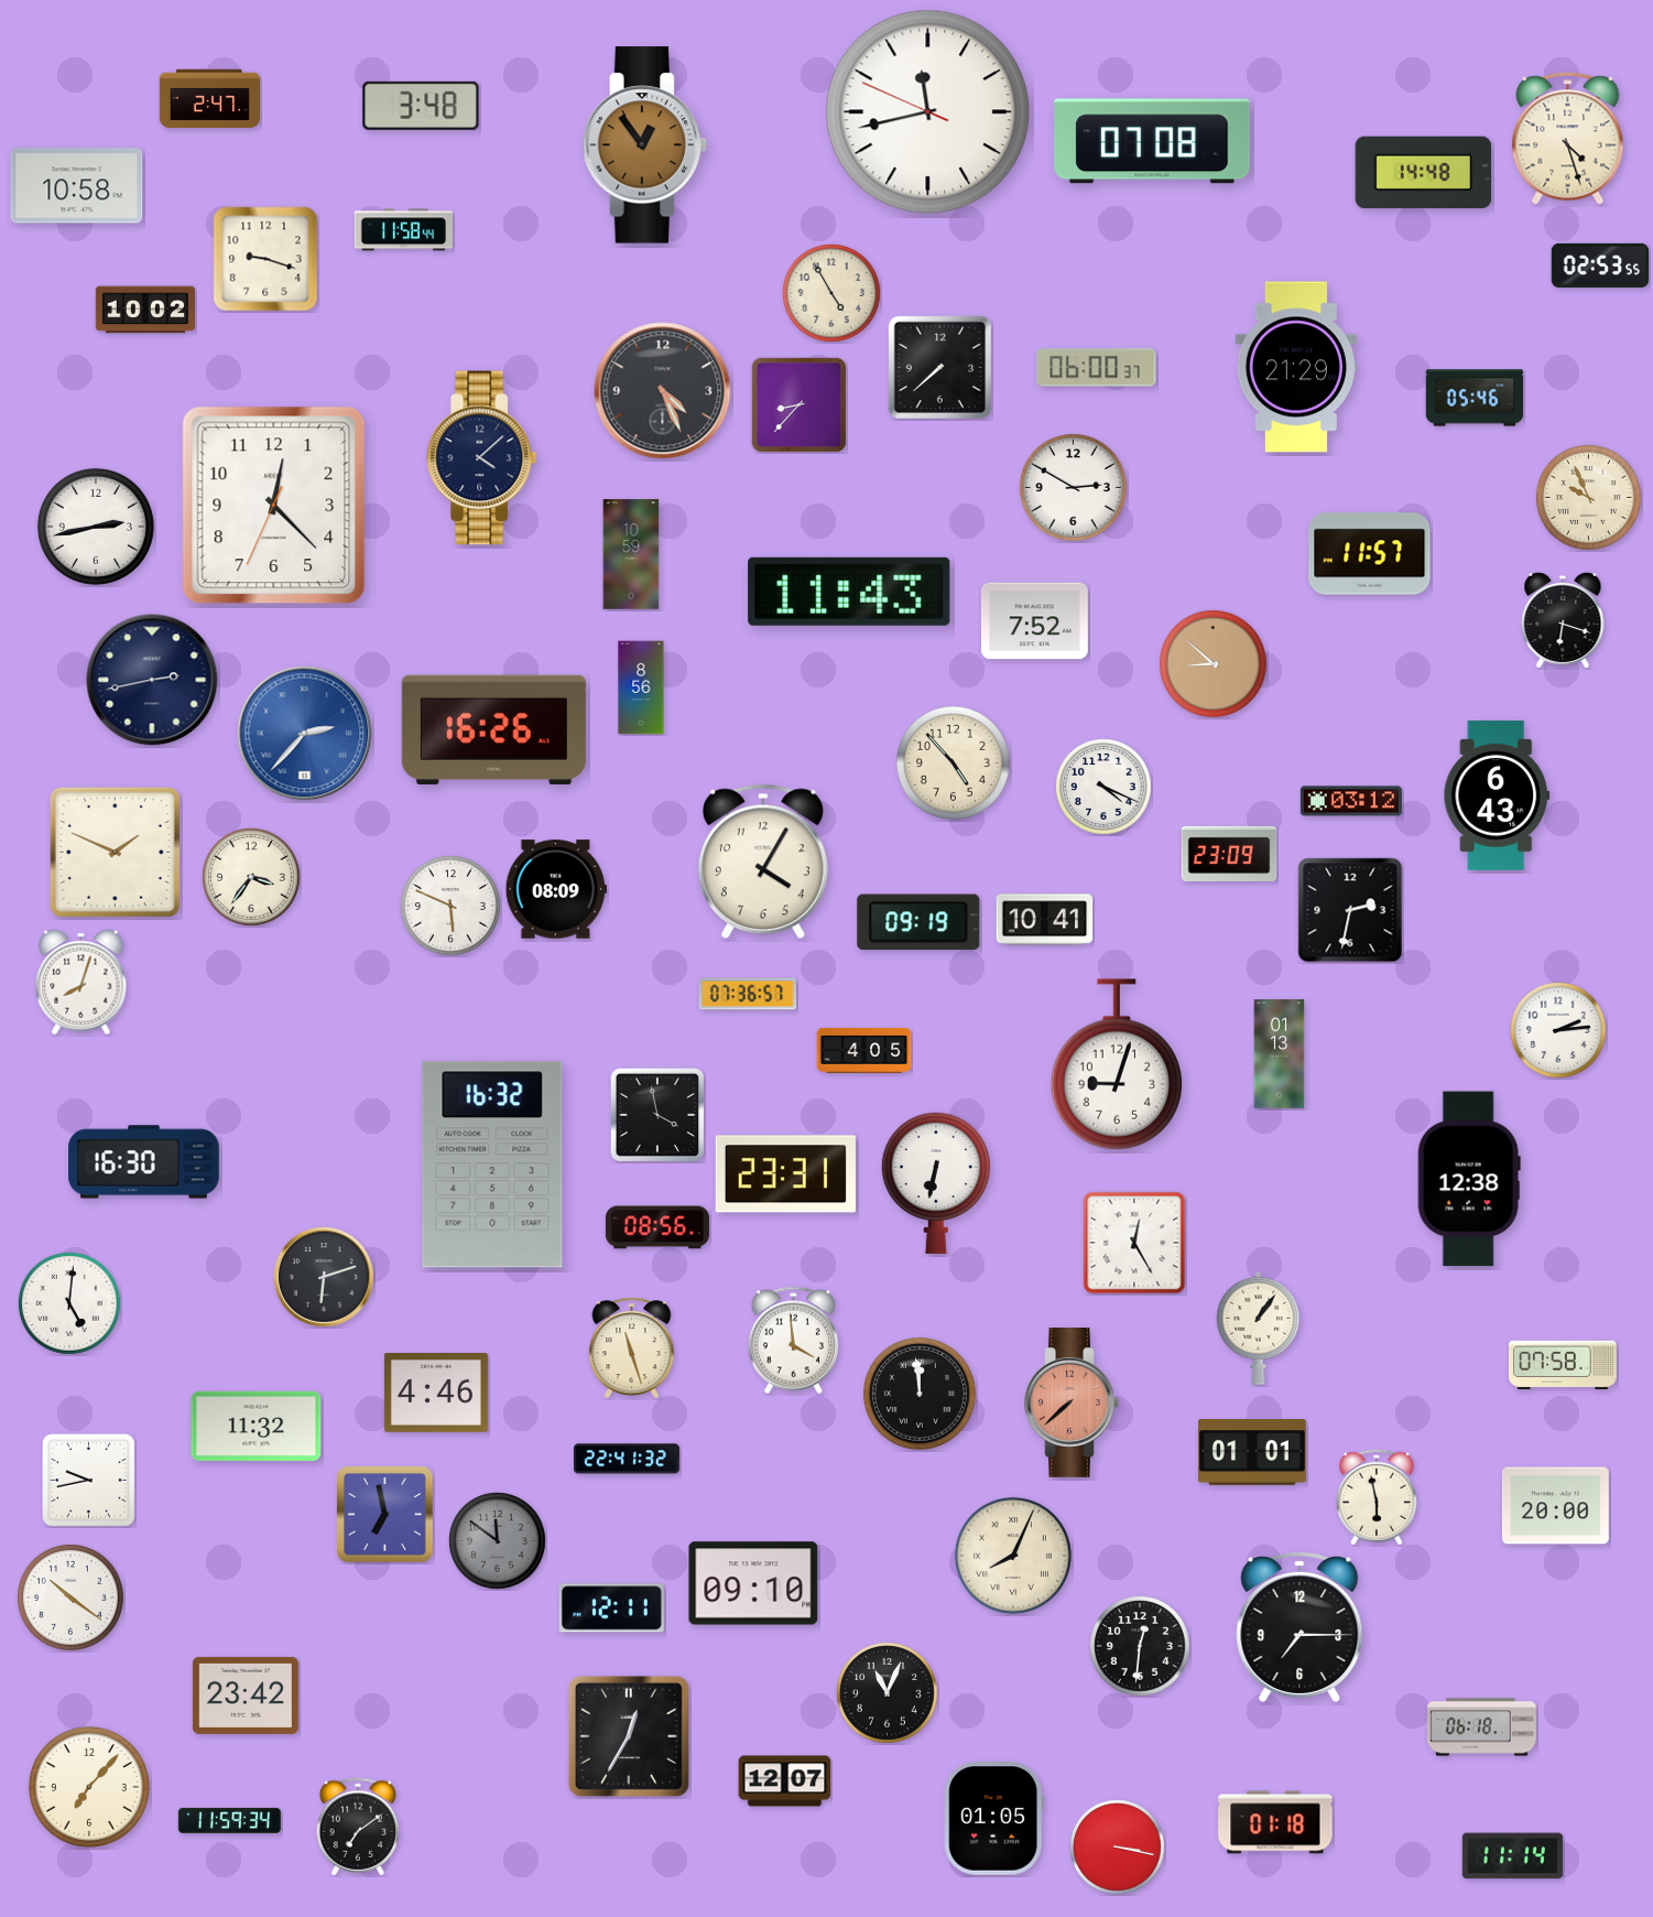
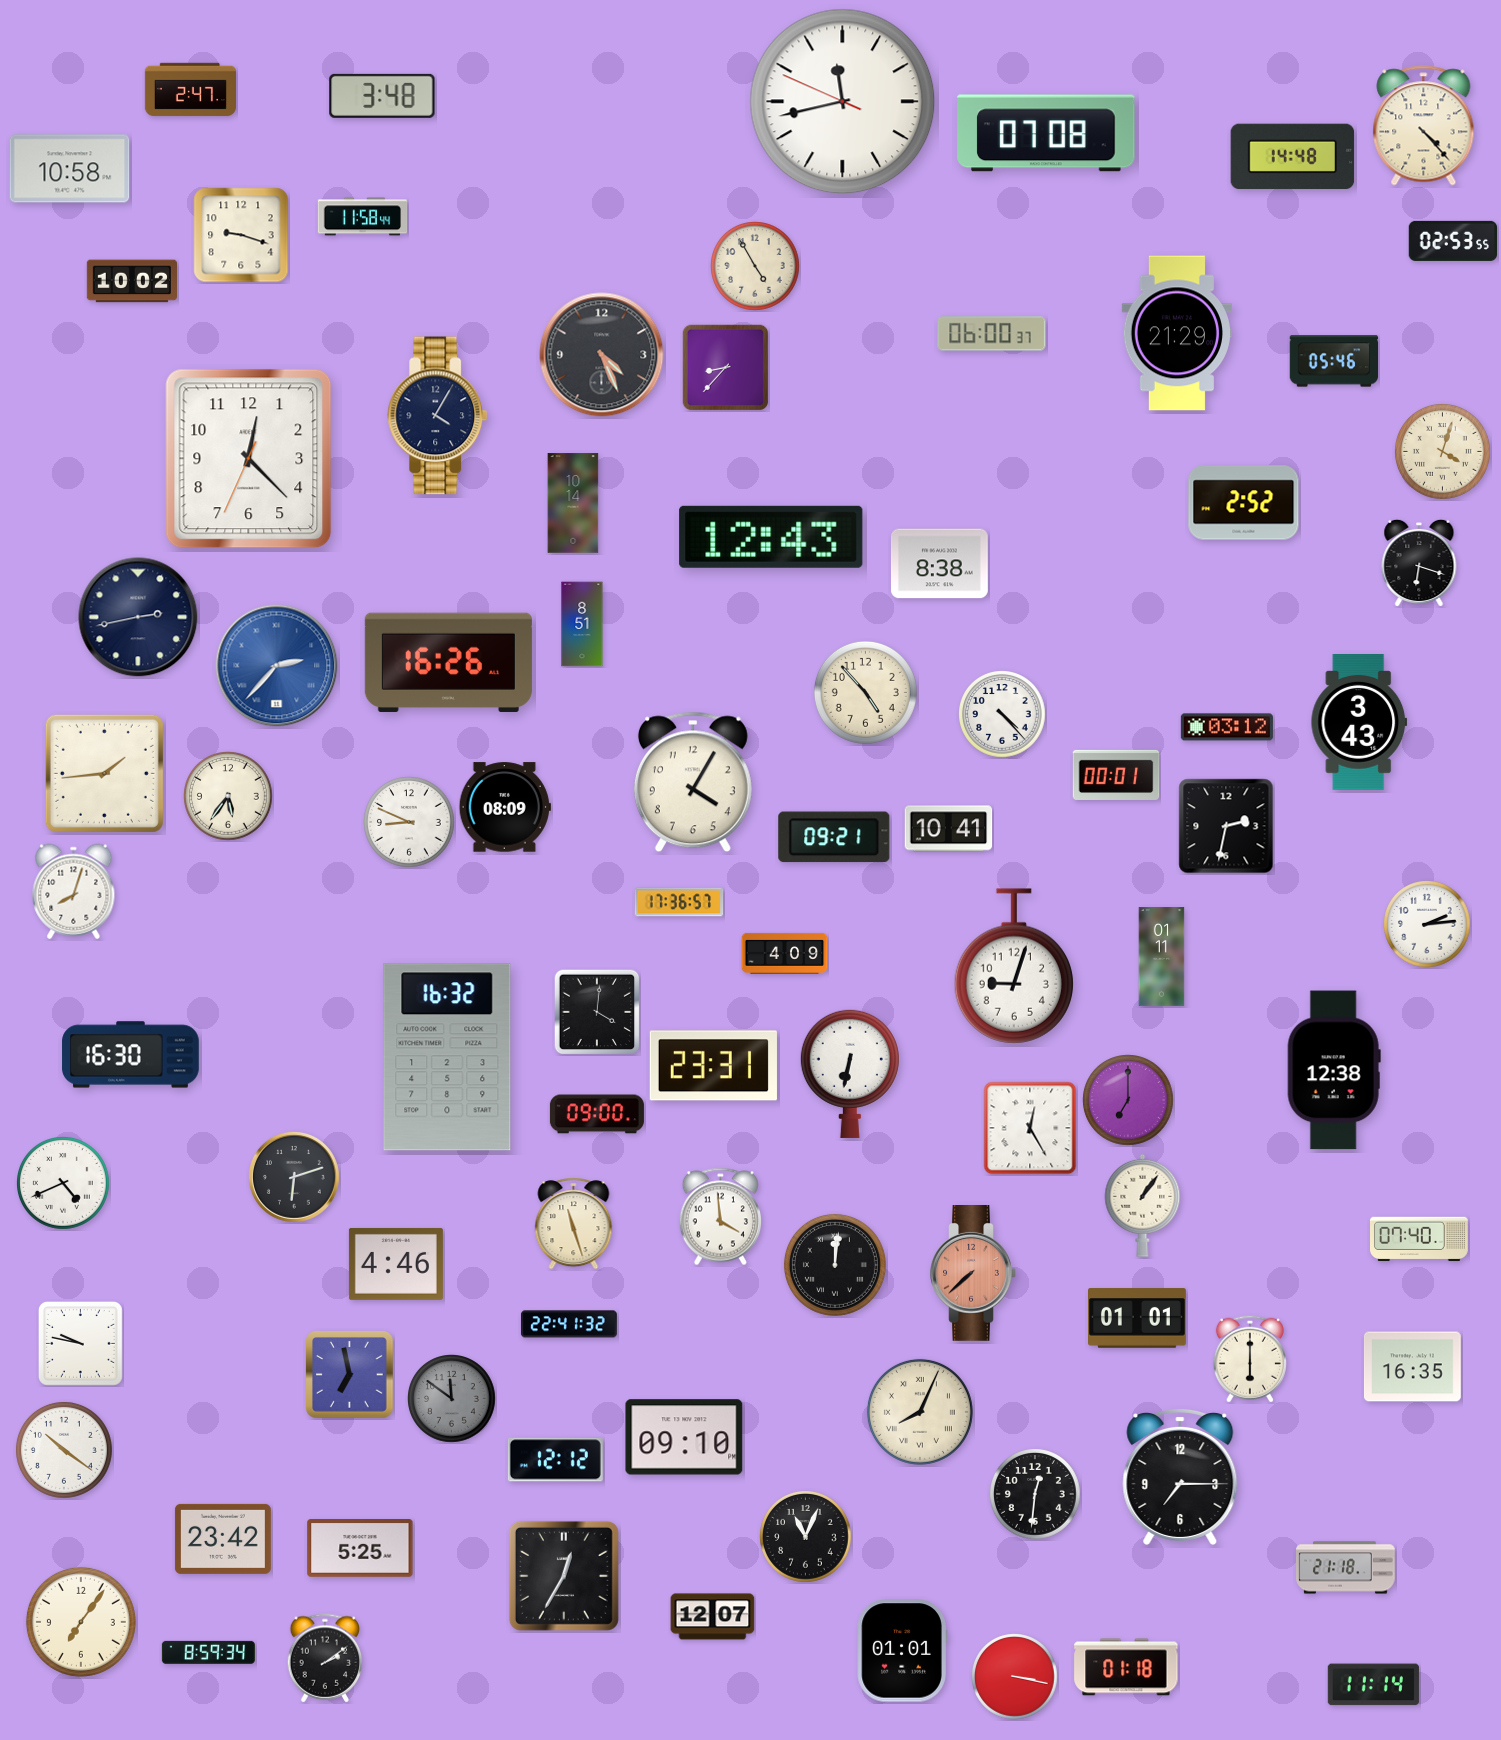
clock at (1568, 139): 4:27 -> 4:23
clock at (1152, 141) position: (1152, 141) -> (1046, 133)
clock at (645, 145): 12:54 -> none
clock at (404, 230) position: (404, 230) -> (363, 217)
clock at (940, 368): 7:38 -> none
clock at (1097, 368) position: (1097, 368) -> (992, 334)
clock at (1475, 398) position: (1475, 398) -> (1334, 361)
clock at (482, 458): 4:08 -> 4:05
clock at (1073, 487): 2:50 -> none
clock at (1588, 497): 9:56 -> 4:03
clock at (96, 527): 2:43 -> none
clock at (631, 554): 10:59 -> 10:14
clock at (1370, 554): 11:57 -> 2:52
clock at (849, 592): 11:43 -> 12:43
clock at (1034, 621): 7:52 -> 8:38
clock at (1212, 663): 8:52 -> none
clock at (641, 687): 8:56 -> 8:51
clock at (1103, 787): 4:19 -> 4:23
clock at (1497, 797): 6:43 -> 3:43
clock at (115, 852): 1:49 -> 1:44
clock at (1229, 854): 23:09 -> 00:01
clock at (252, 878): 3:36 -> 5:36
clock at (452, 907): 5:49 -> 8:49
clock at (1045, 920) position: (1045, 920) -> (949, 829)
clock at (918, 922): 09:19 -> 09:21
clock at (748, 994): 07:36 -> 17:36
clock at (1558, 1030) position: (1558, 1030) -> (1427, 924)
clock at (864, 1050): 4:05 -> 4:09
clock at (1280, 1054): 01:13 -> 01:11
clock at (657, 1115): 3:58 -> 4:01
clock at (1129, 1101): none -> 7:00
clock at (657, 1227): 08:56 -> 09:00
clock at (324, 1277) position: (324, 1277) -> (294, 1177)
clock at (70, 1304): 5:01 -> 4:41
clock at (1563, 1365): 07:58 -> 07:40
clock at (920, 1394): 11:59 -> 12:01
clock at (257, 1426): 11:32 -> none
clock at (88, 1480): 9:43 -> 9:47
clock at (1377, 1497): 5:58 -> 6:00
clock at (1555, 1506): 20:00 -> 16:35
clock at (611, 1609): 12:11 -> 12:12
clock at (360, 1549): none -> 5:25
clock at (1482, 1728): 06:18 -> 21:18
clock at (629, 1736) position: (629, 1736) -> (564, 1576)
clock at (89, 1787): 7:07 -> 7:06
clock at (993, 1819): 01:05 -> 01:01
clock at (229, 1820): 11:59 -> 8:59
clock at (1275, 1822) position: (1275, 1822) -> (1126, 1667)
clock at (358, 1827): 7:09 -> 2:09
